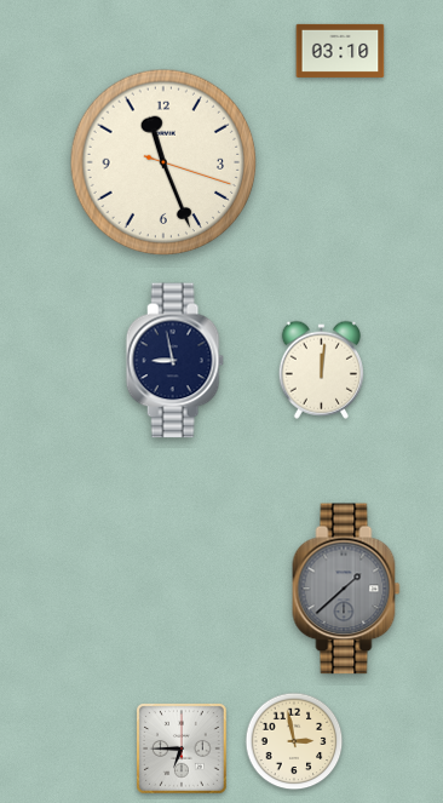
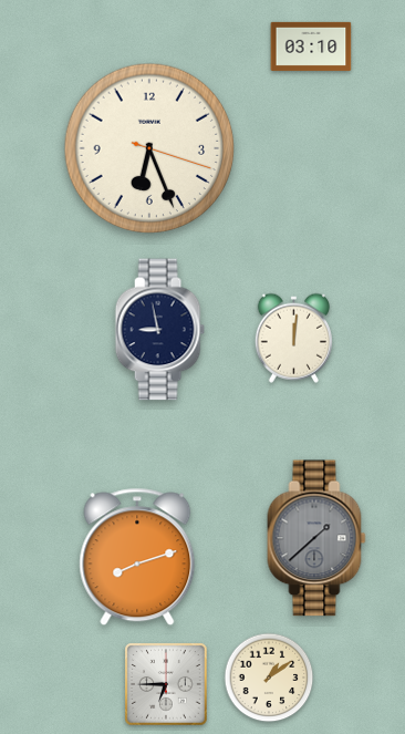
clock at (163, 162): 11:26 -> 6:26
clock at (137, 557): none -> 8:12
clock at (294, 741): 2:58 -> 1:09
